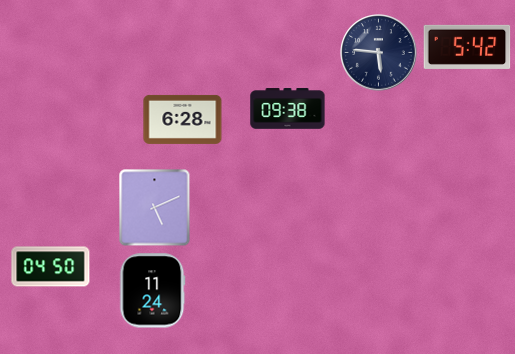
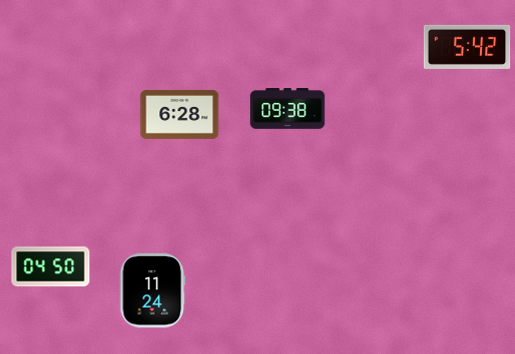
clock at (379, 53): 5:46 -> none
clock at (183, 119) position: (183, 119) -> (180, 114)
clock at (155, 208): 5:11 -> none
